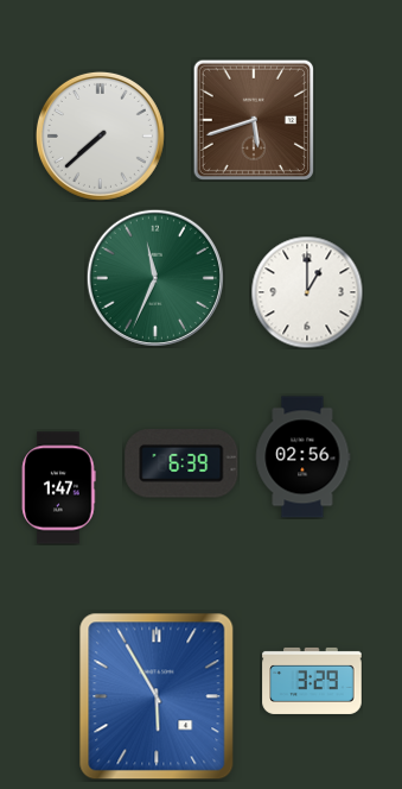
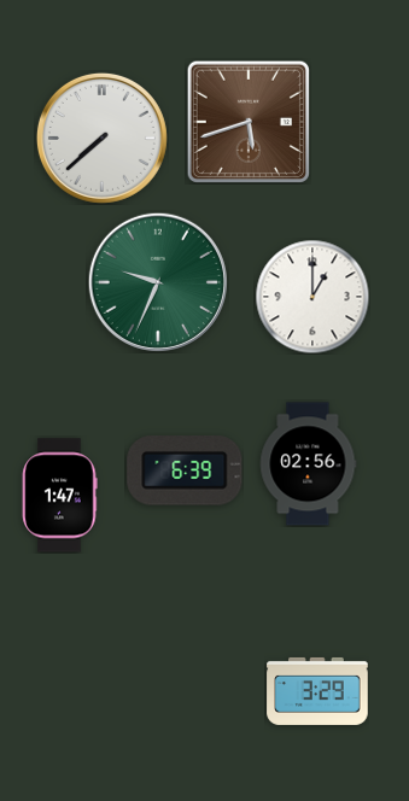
clock at (254, 120) position: (254, 120) -> (249, 122)
clock at (155, 278): 11:34 -> 9:34
clock at (157, 696): 5:55 -> none
